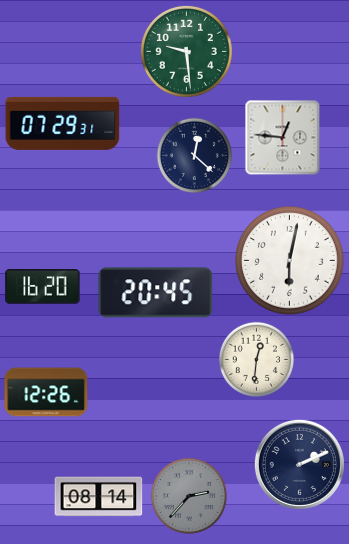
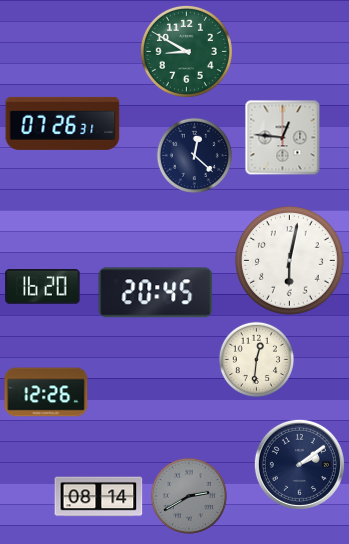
clock at (186, 51): 9:29 -> 8:50
clock at (63, 123): 07:29 -> 07:26
clock at (299, 464): 2:11 -> 2:09
clock at (189, 496): 2:37 -> 2:40
